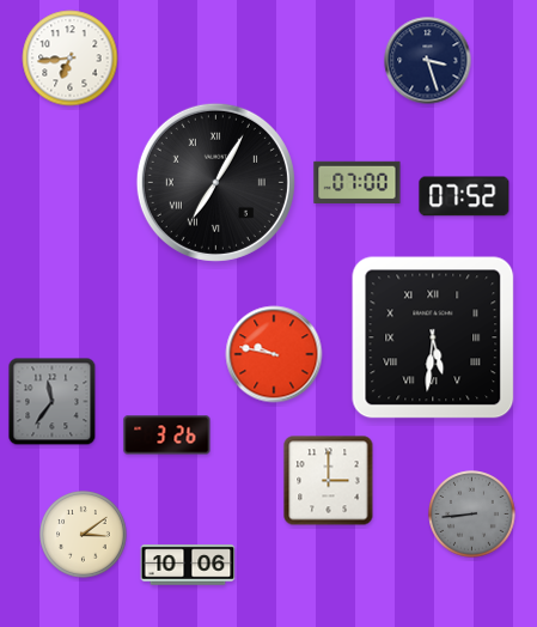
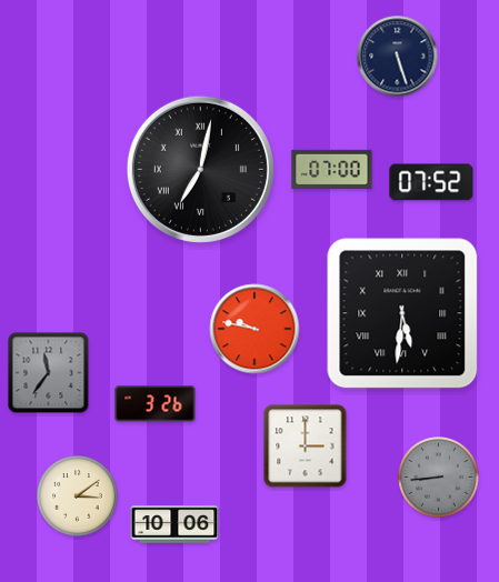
clock at (71, 59): 6:44 -> none
clock at (428, 61): 3:27 -> 5:27
clock at (215, 182): 7:05 -> 7:02
